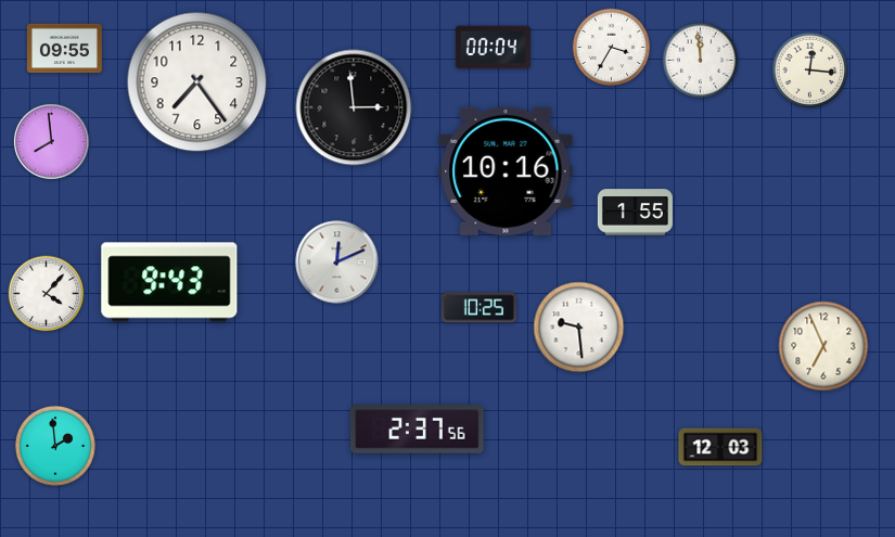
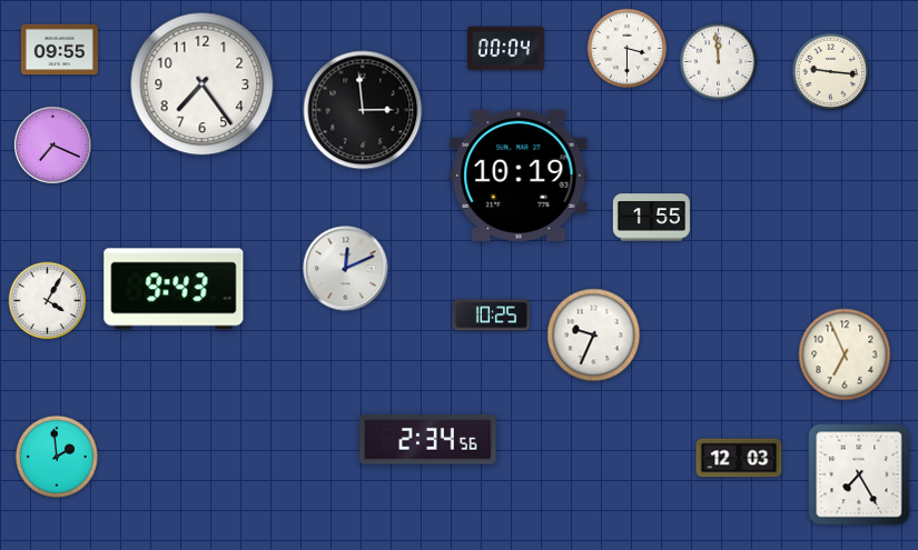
clock at (611, 47): 3:35 -> 3:30
clock at (64, 49) position: (64, 49) -> (59, 50)
clock at (810, 71): 12:16 -> 9:16
clock at (51, 141): 7:59 -> 7:19
clock at (506, 171): 10:16 -> 10:19
clock at (47, 294): 4:07 -> 4:05
clock at (579, 328): 9:29 -> 9:34
clock at (418, 430): 2:37 -> 2:34
clock at (859, 474): none -> 7:25
